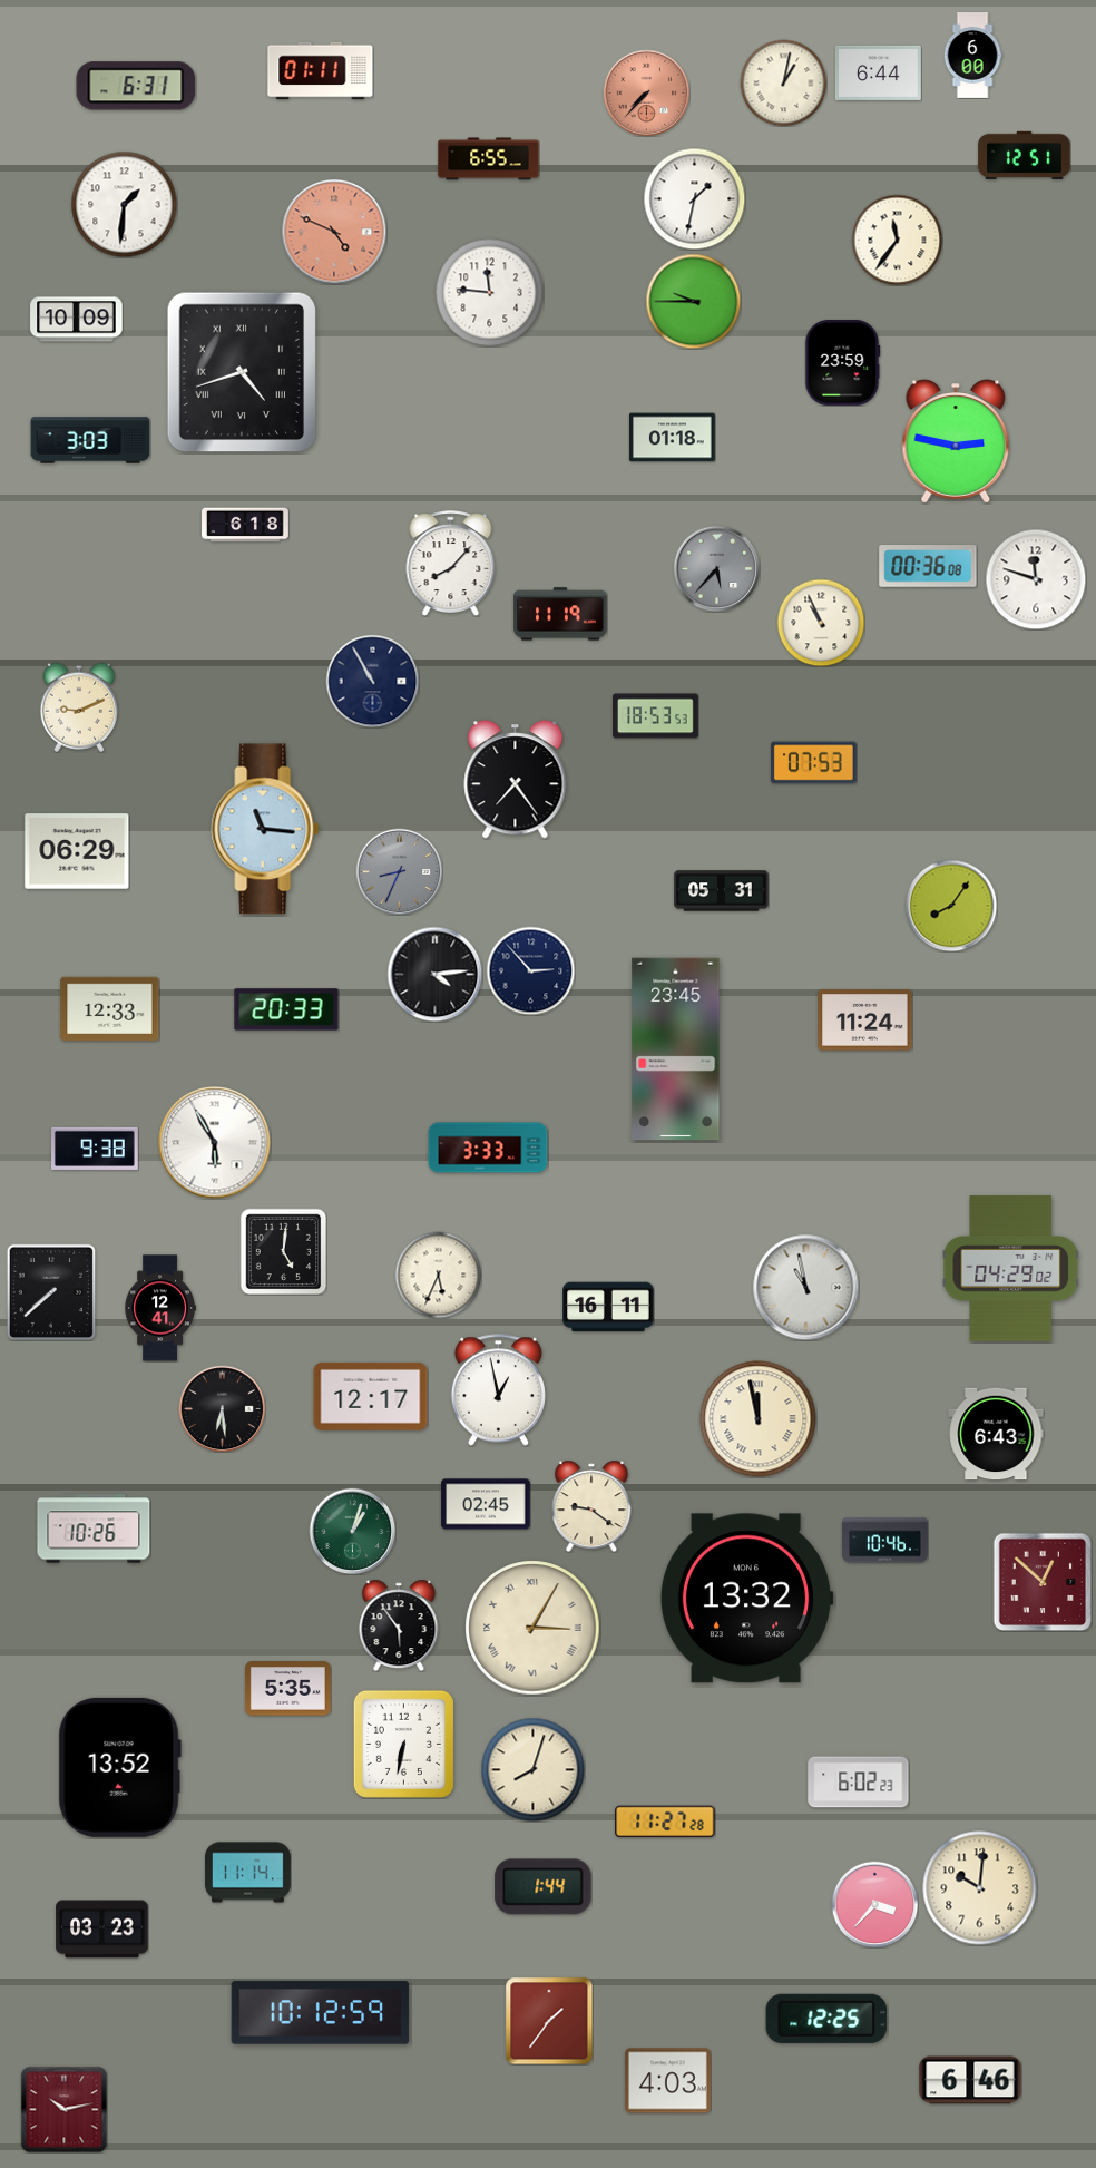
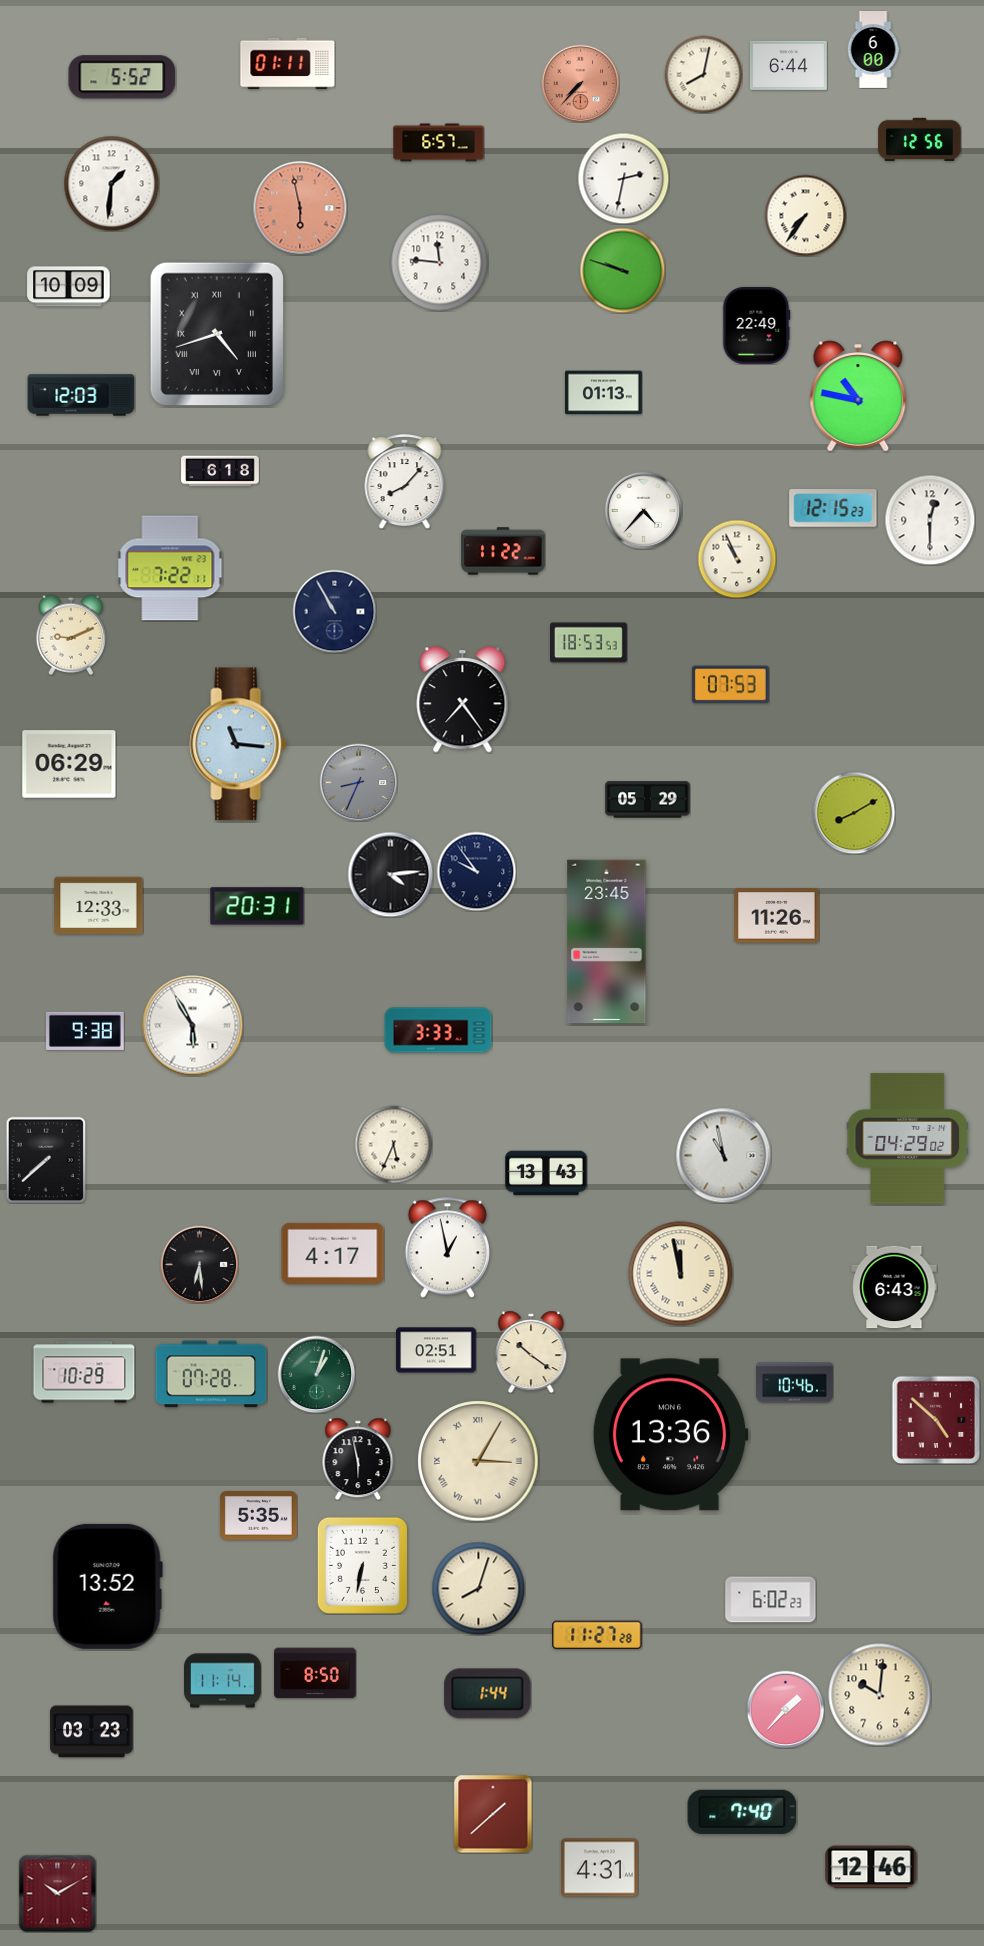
clock at (783, 82): 1:02 -> 8:02
clock at (136, 86): 6:31 -> 5:52
clock at (1025, 155): 12:51 -> 12:56
clock at (489, 159): 6:55 -> 6:57
clock at (694, 198): 1:32 -> 2:32
clock at (334, 232): 4:49 -> 5:58
clock at (897, 240): 11:36 -> 7:36
clock at (693, 301): 9:45 -> 9:48
clock at (842, 362): 23:59 -> 22:49
clock at (673, 438): 01:18 -> 01:13
clock at (90, 440): 3:03 -> 12:03
clock at (956, 441): 2:47 -> 10:47
clock at (451, 563) position: (451, 563) -> (405, 481)
clock at (928, 566): 00:36 -> 12:15
clock at (716, 568): 5:37 -> 4:37
clock at (716, 568) dial: grey -> white
clock at (1036, 579): 11:48 -> 12:30
clock at (560, 614): 11:19 -> 11:22
clock at (170, 568): none -> 7:22
clock at (722, 891): 05:31 -> 05:29
clock at (951, 906): 8:06 -> 8:10
clock at (530, 970): 2:53 -> 9:54
clock at (286, 1009): 20:33 -> 20:31
clock at (865, 1020): 11:24 -> 11:26
clock at (283, 1251): 5:01 -> none
clock at (608, 1307): 16:11 -> 13:43
clock at (160, 1308): 12:41 -> none
clock at (371, 1396): 12:17 -> 4:17
clock at (486, 1504): 02:45 -> 02:51
clock at (591, 1506): 9:21 -> 10:21
clock at (94, 1529): 10:26 -> 10:29
clock at (211, 1374): none -> 07:28
clock at (1043, 1582): 12:52 -> 4:52
clock at (746, 1599): 13:32 -> 13:36
clock at (399, 1625): 5:54 -> 5:58
clock at (315, 1673): none -> 8:50
clock at (874, 1904): 3:37 -> 1:37
clock at (321, 2013): 10:12 -> none
clock at (826, 2019): 12:25 -> 7:40
clock at (549, 2021): 1:36 -> 1:38
clock at (970, 2080): 6:46 -> 12:46
clock at (667, 2081): 4:03 -> 4:31
clock at (63, 2109): 10:13 -> 10:10
